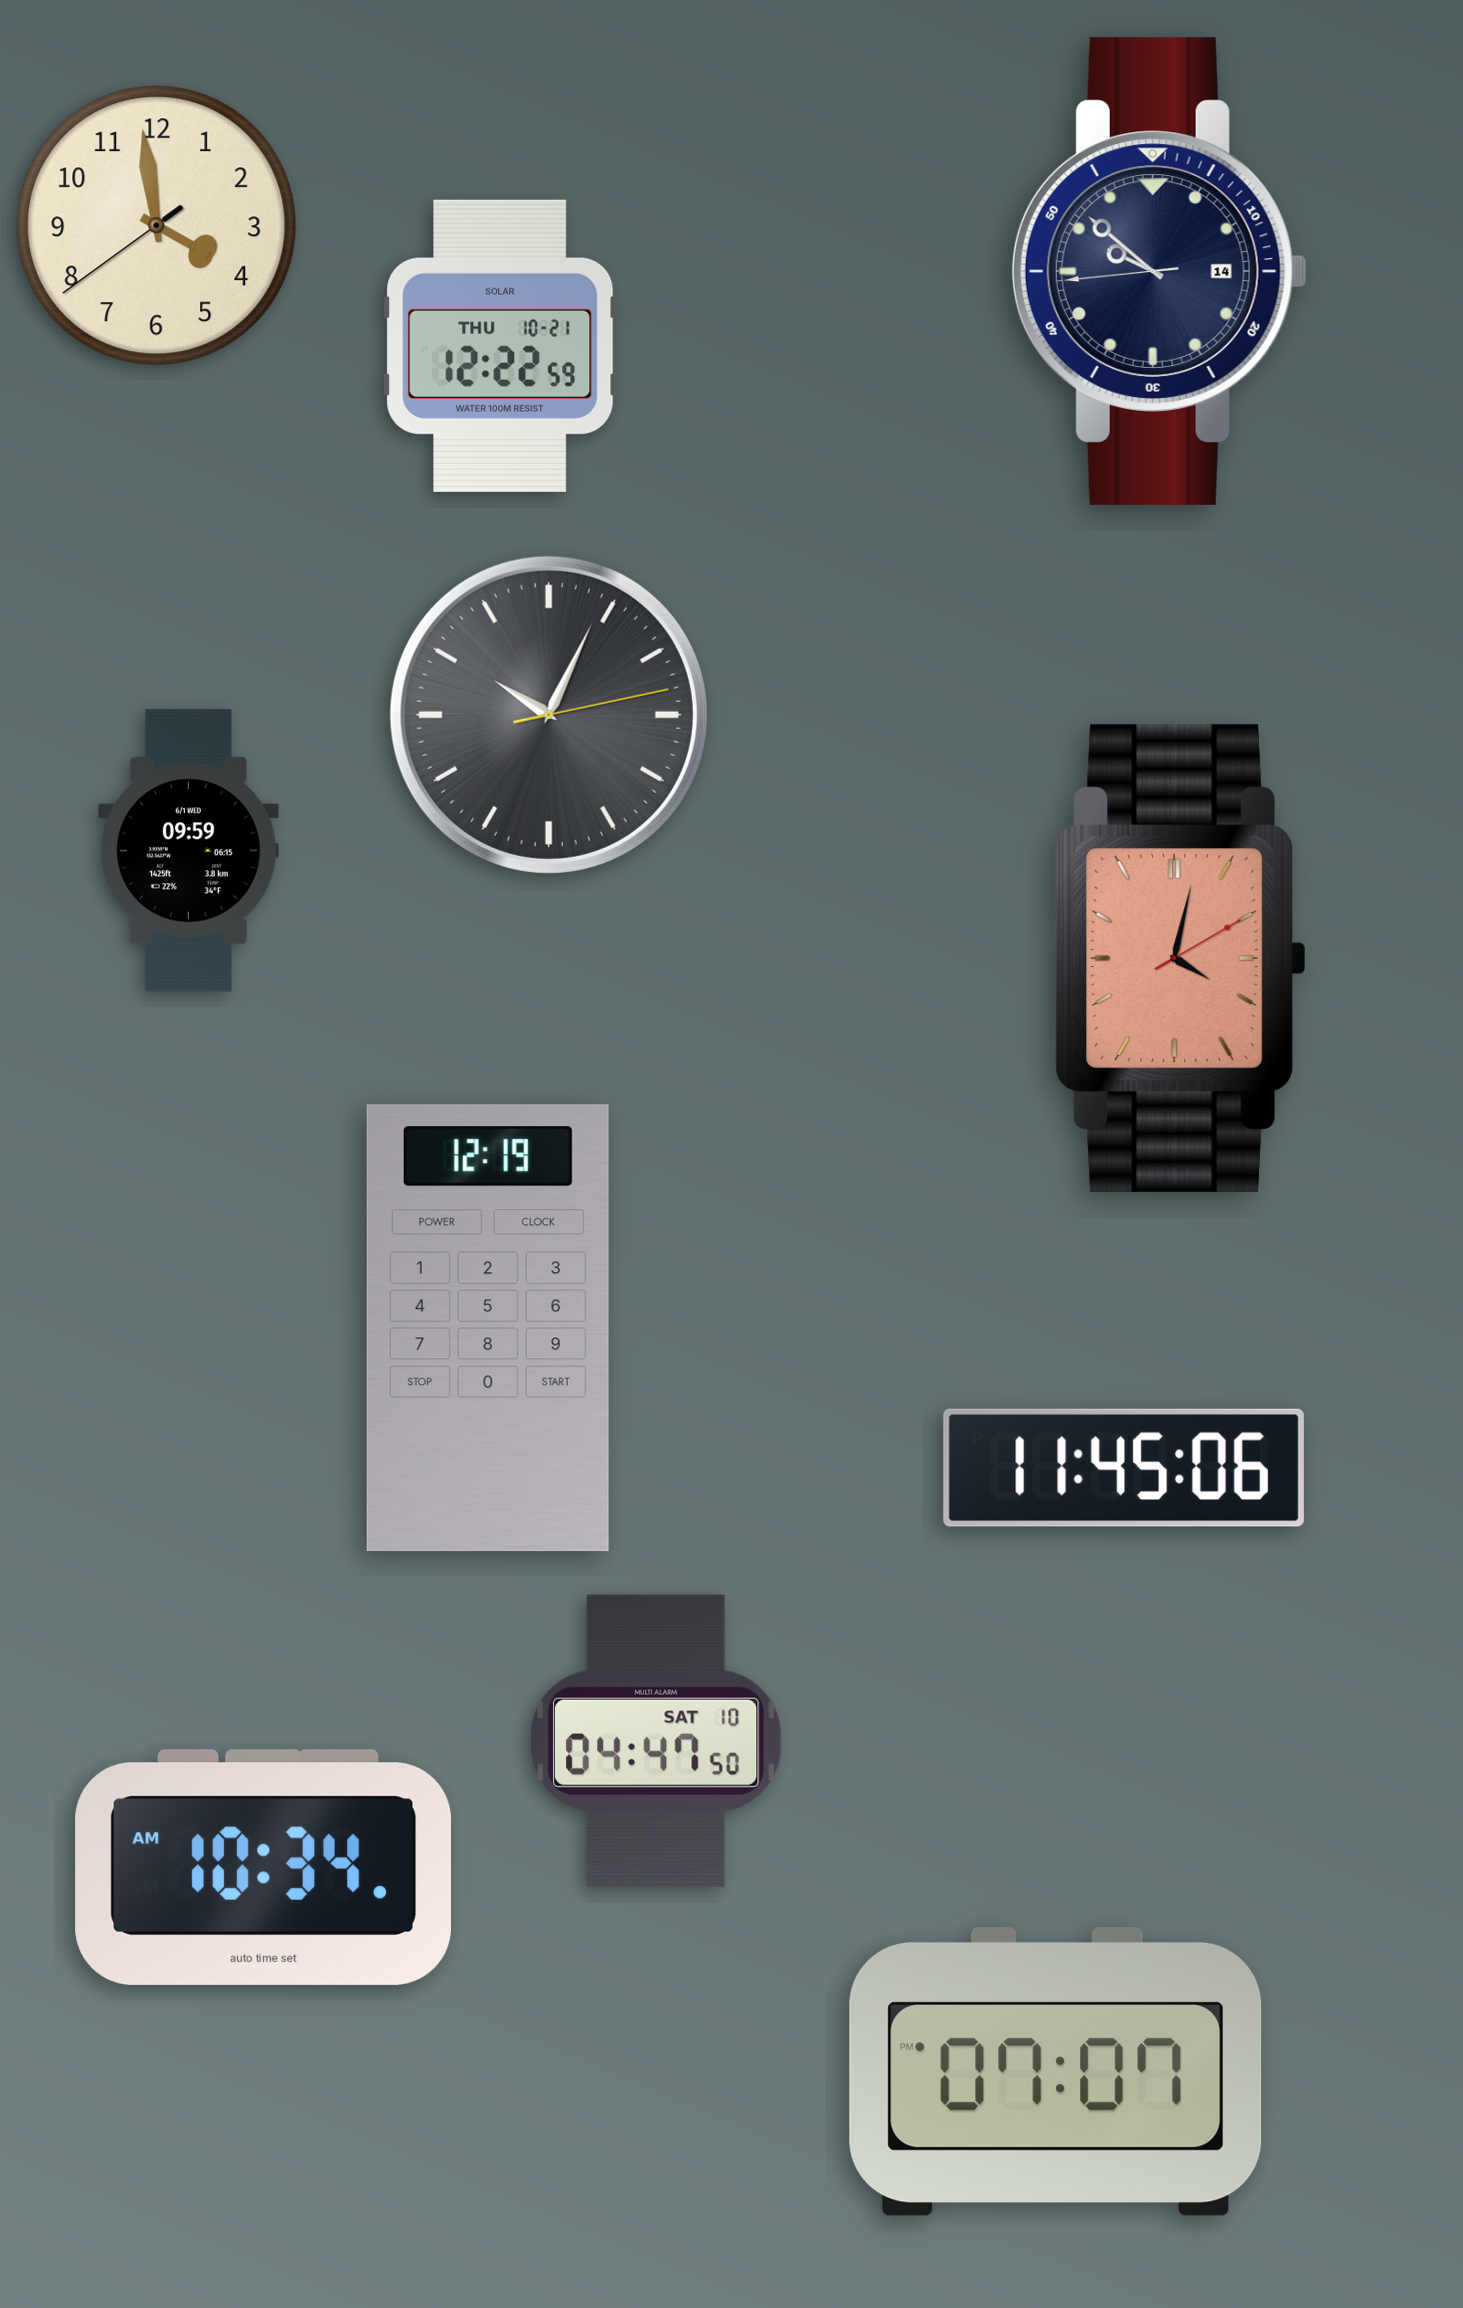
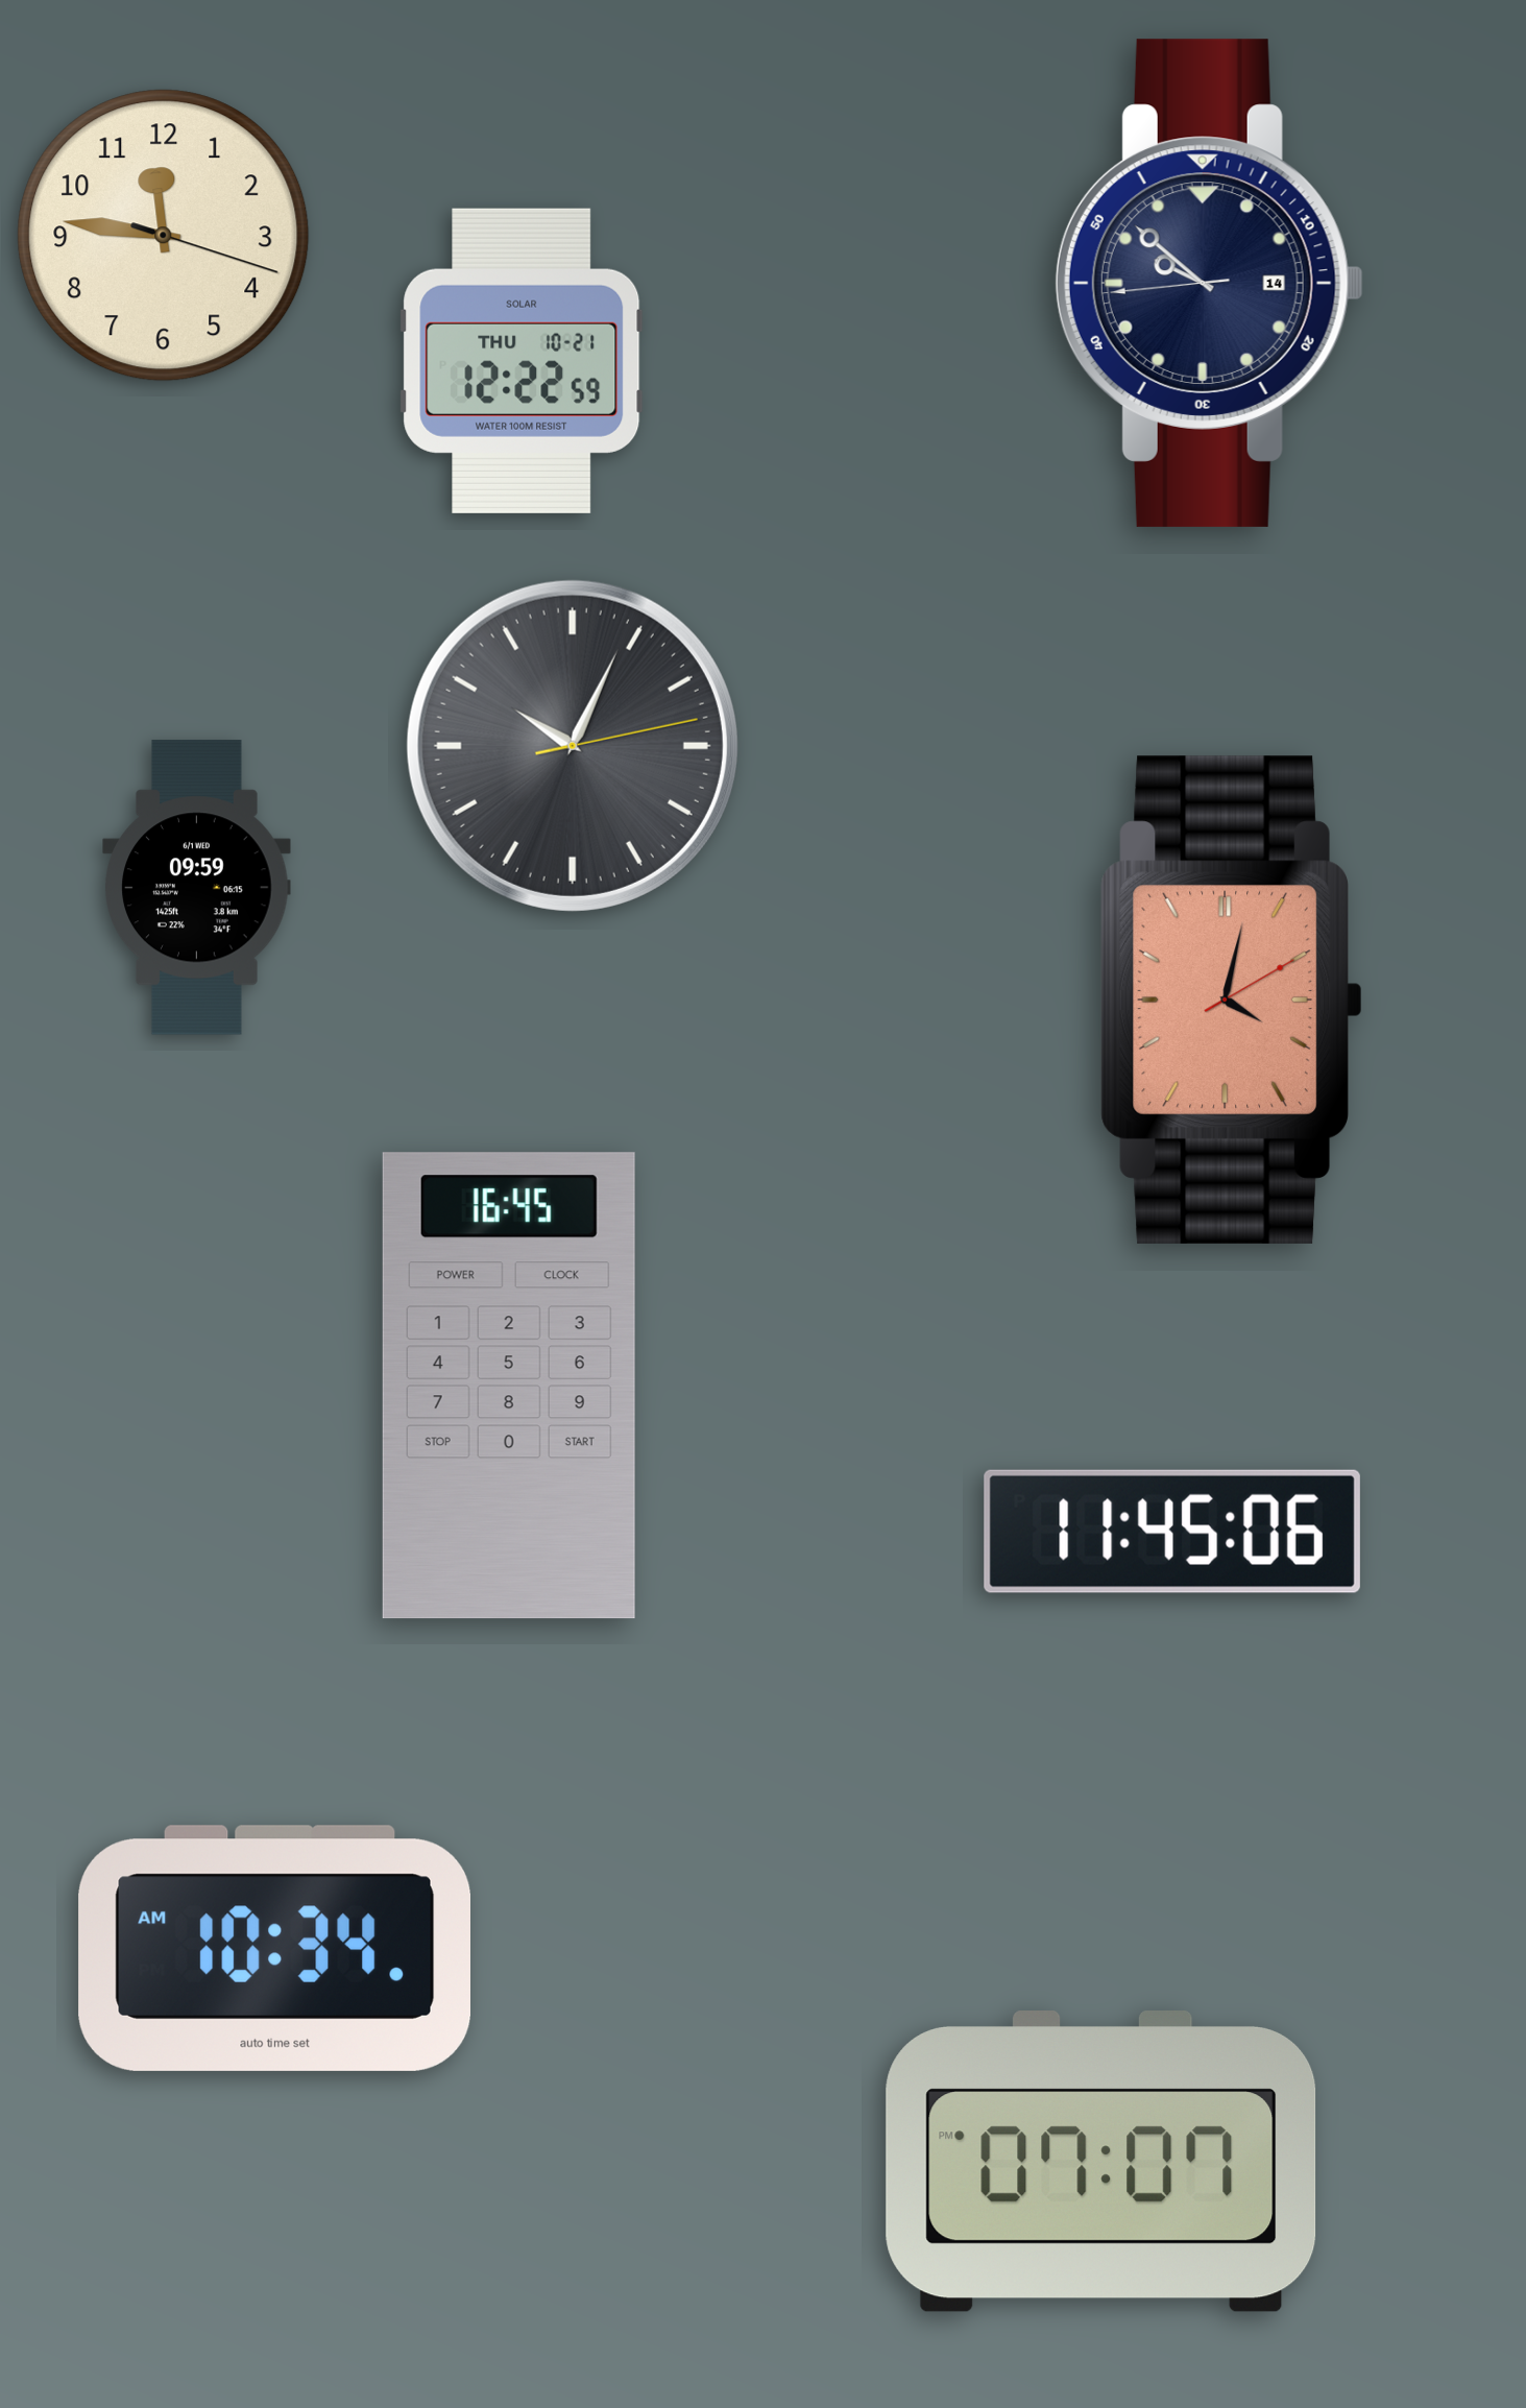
clock at (157, 226): 3:58 -> 11:46
clock at (488, 1328): 12:19 -> 16:45
clock at (656, 1741): 04:47 -> none
